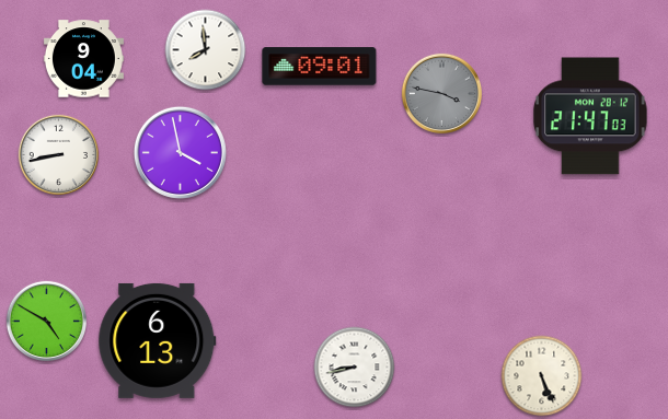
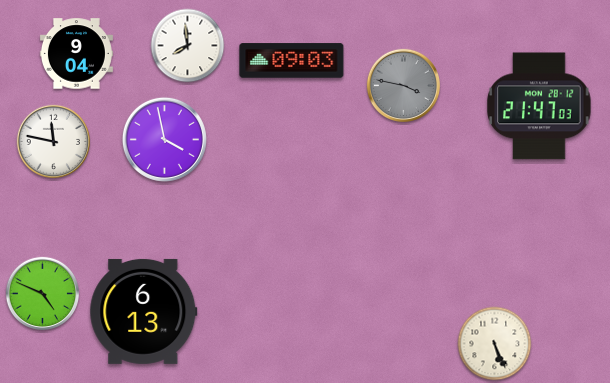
clock at (320, 67): 09:01 -> 09:03
clock at (58, 154): 8:43 -> 11:47
clock at (46, 321): 4:50 -> 4:49
clock at (355, 368): 8:43 -> none
